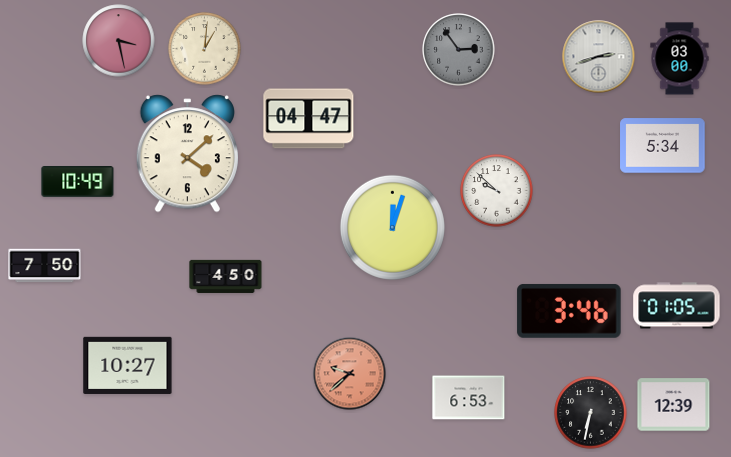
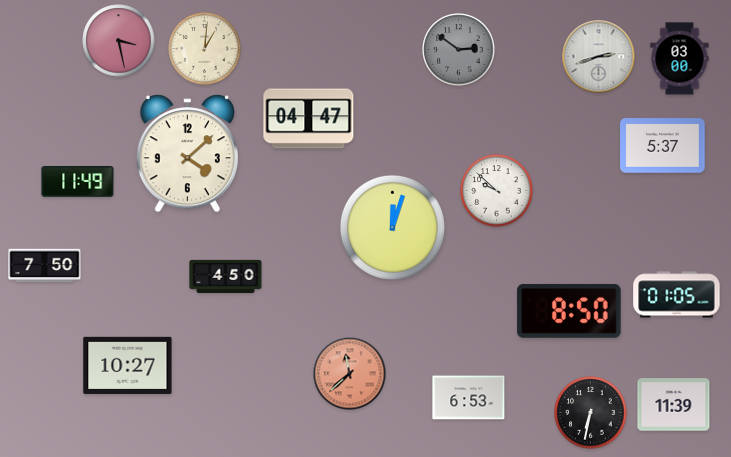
clock at (459, 50): 2:54 -> 2:51
clock at (663, 146): 5:34 -> 5:37
clock at (78, 182): 10:49 -> 11:49
clock at (677, 306) position: (677, 306) -> (677, 295)
clock at (569, 311): 3:46 -> 8:50
clock at (350, 374): 9:38 -> 11:38
clock at (674, 405): 12:39 -> 11:39
